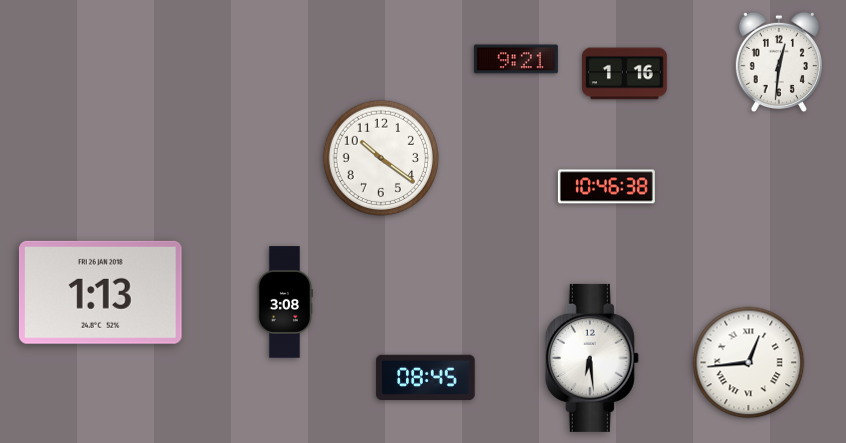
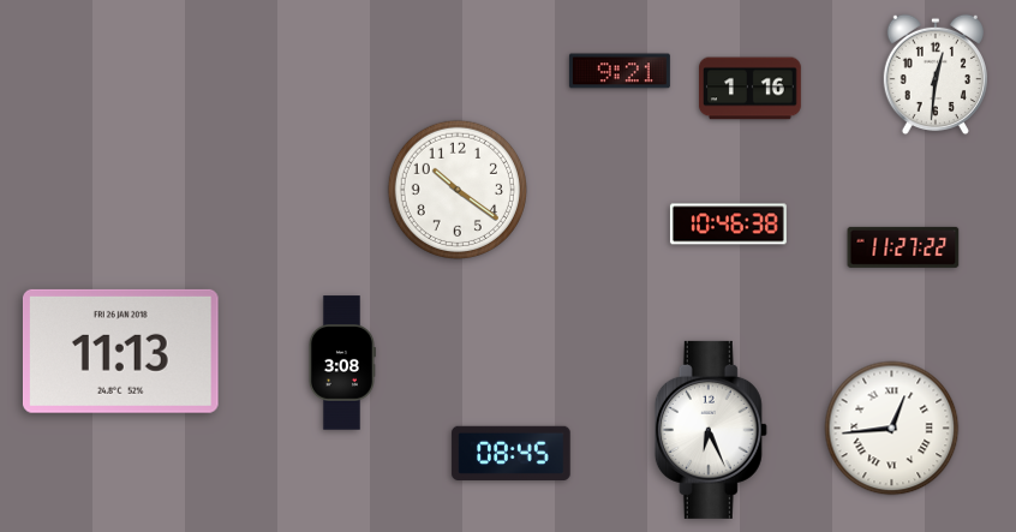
clock at (903, 247): none -> 11:27
clock at (100, 292): 1:13 -> 11:13
clock at (592, 358): 6:29 -> 6:26
clock at (749, 363) position: (749, 363) -> (892, 429)
